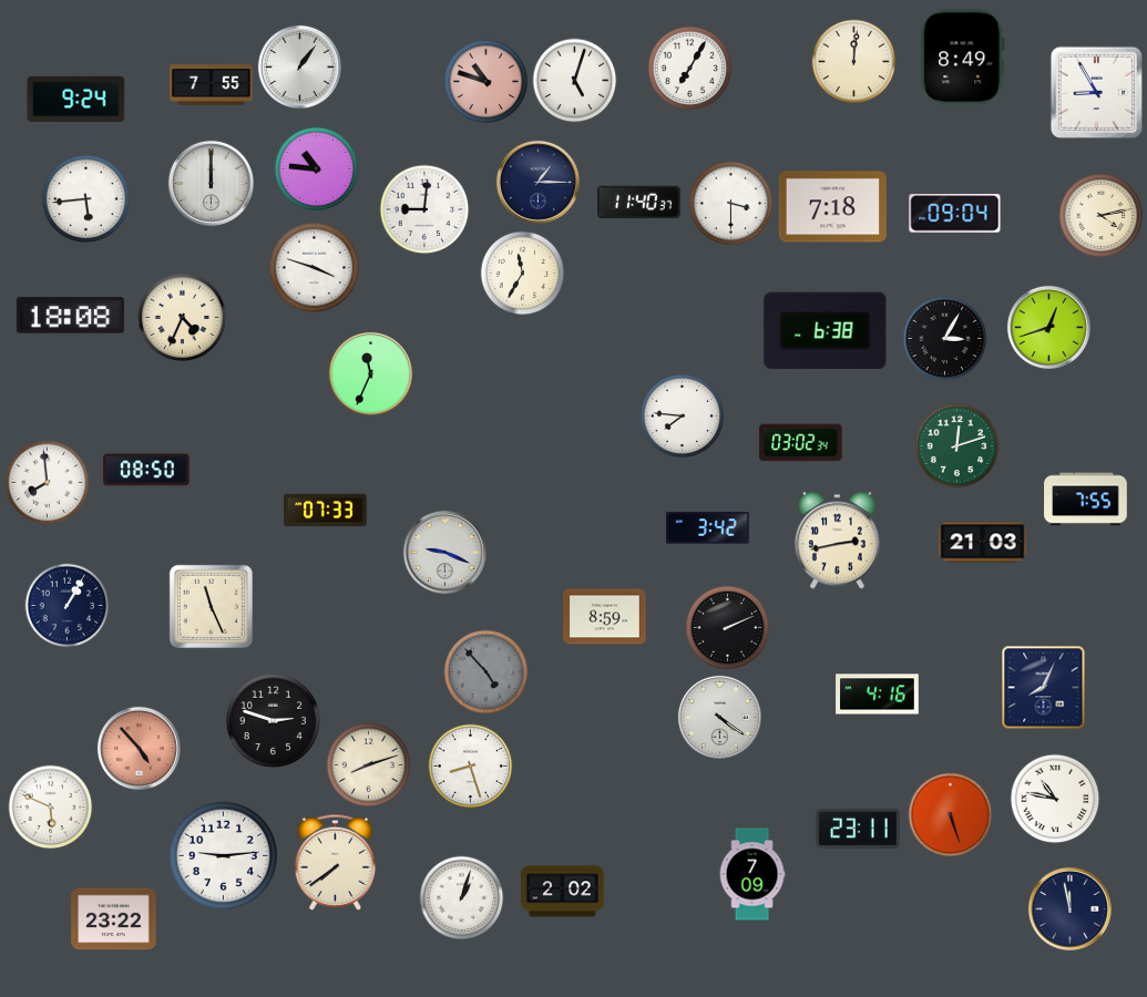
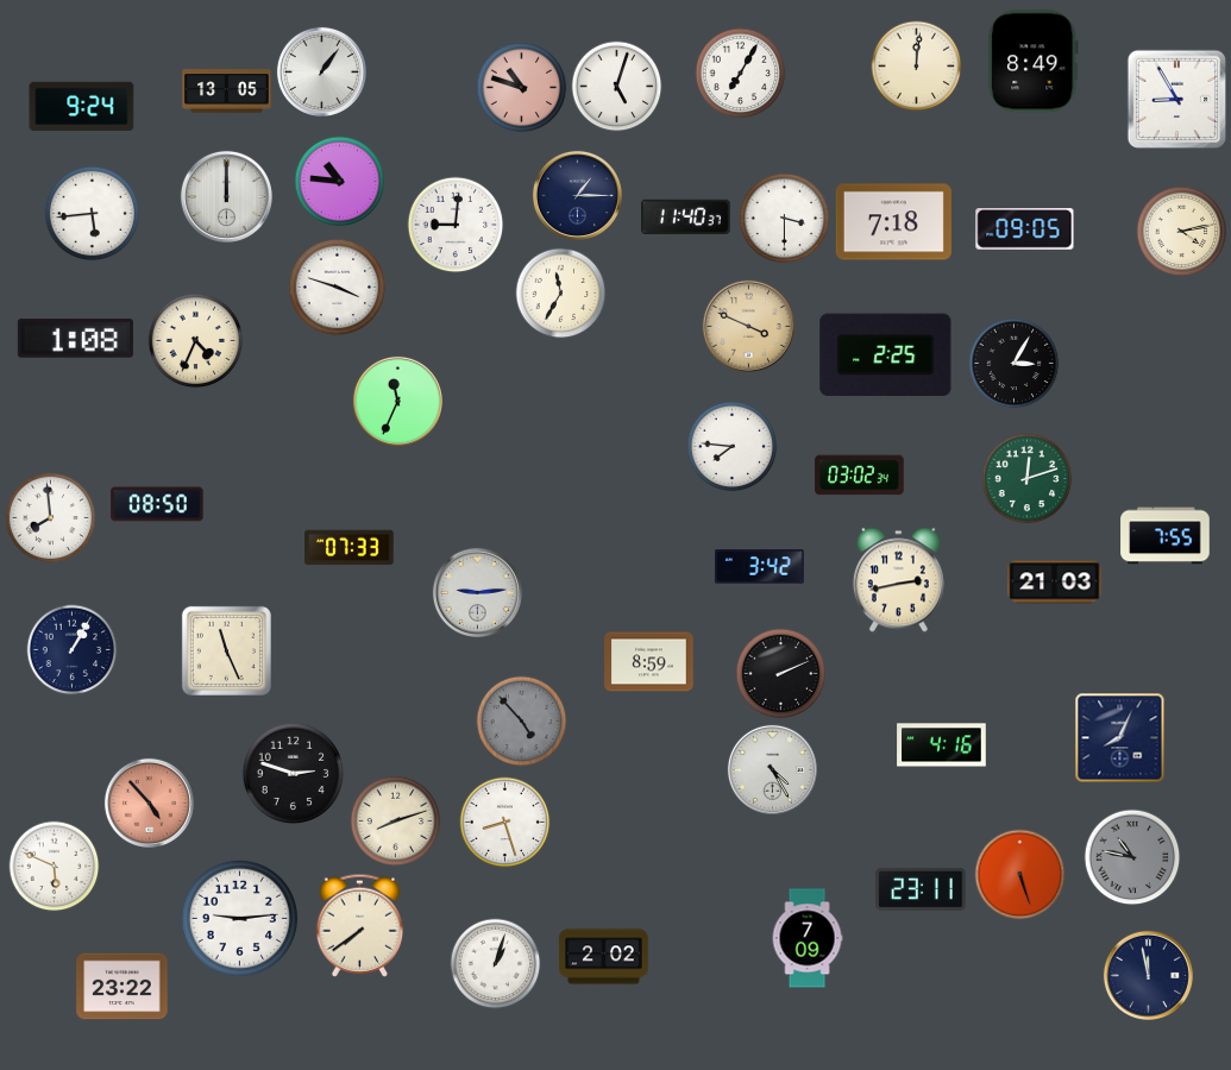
clock at (212, 85): 7:55 -> 13:05
clock at (955, 214): 09:04 -> 09:05
clock at (748, 326): none -> 3:49
clock at (70, 316): 18:08 -> 1:08
clock at (1048, 327): 12:42 -> none
clock at (826, 330): 6:38 -> 2:25
clock at (444, 552): 9:19 -> 9:14
clock at (719, 717): 4:21 -> 4:25
clock at (1055, 799) dial: white -> grey
